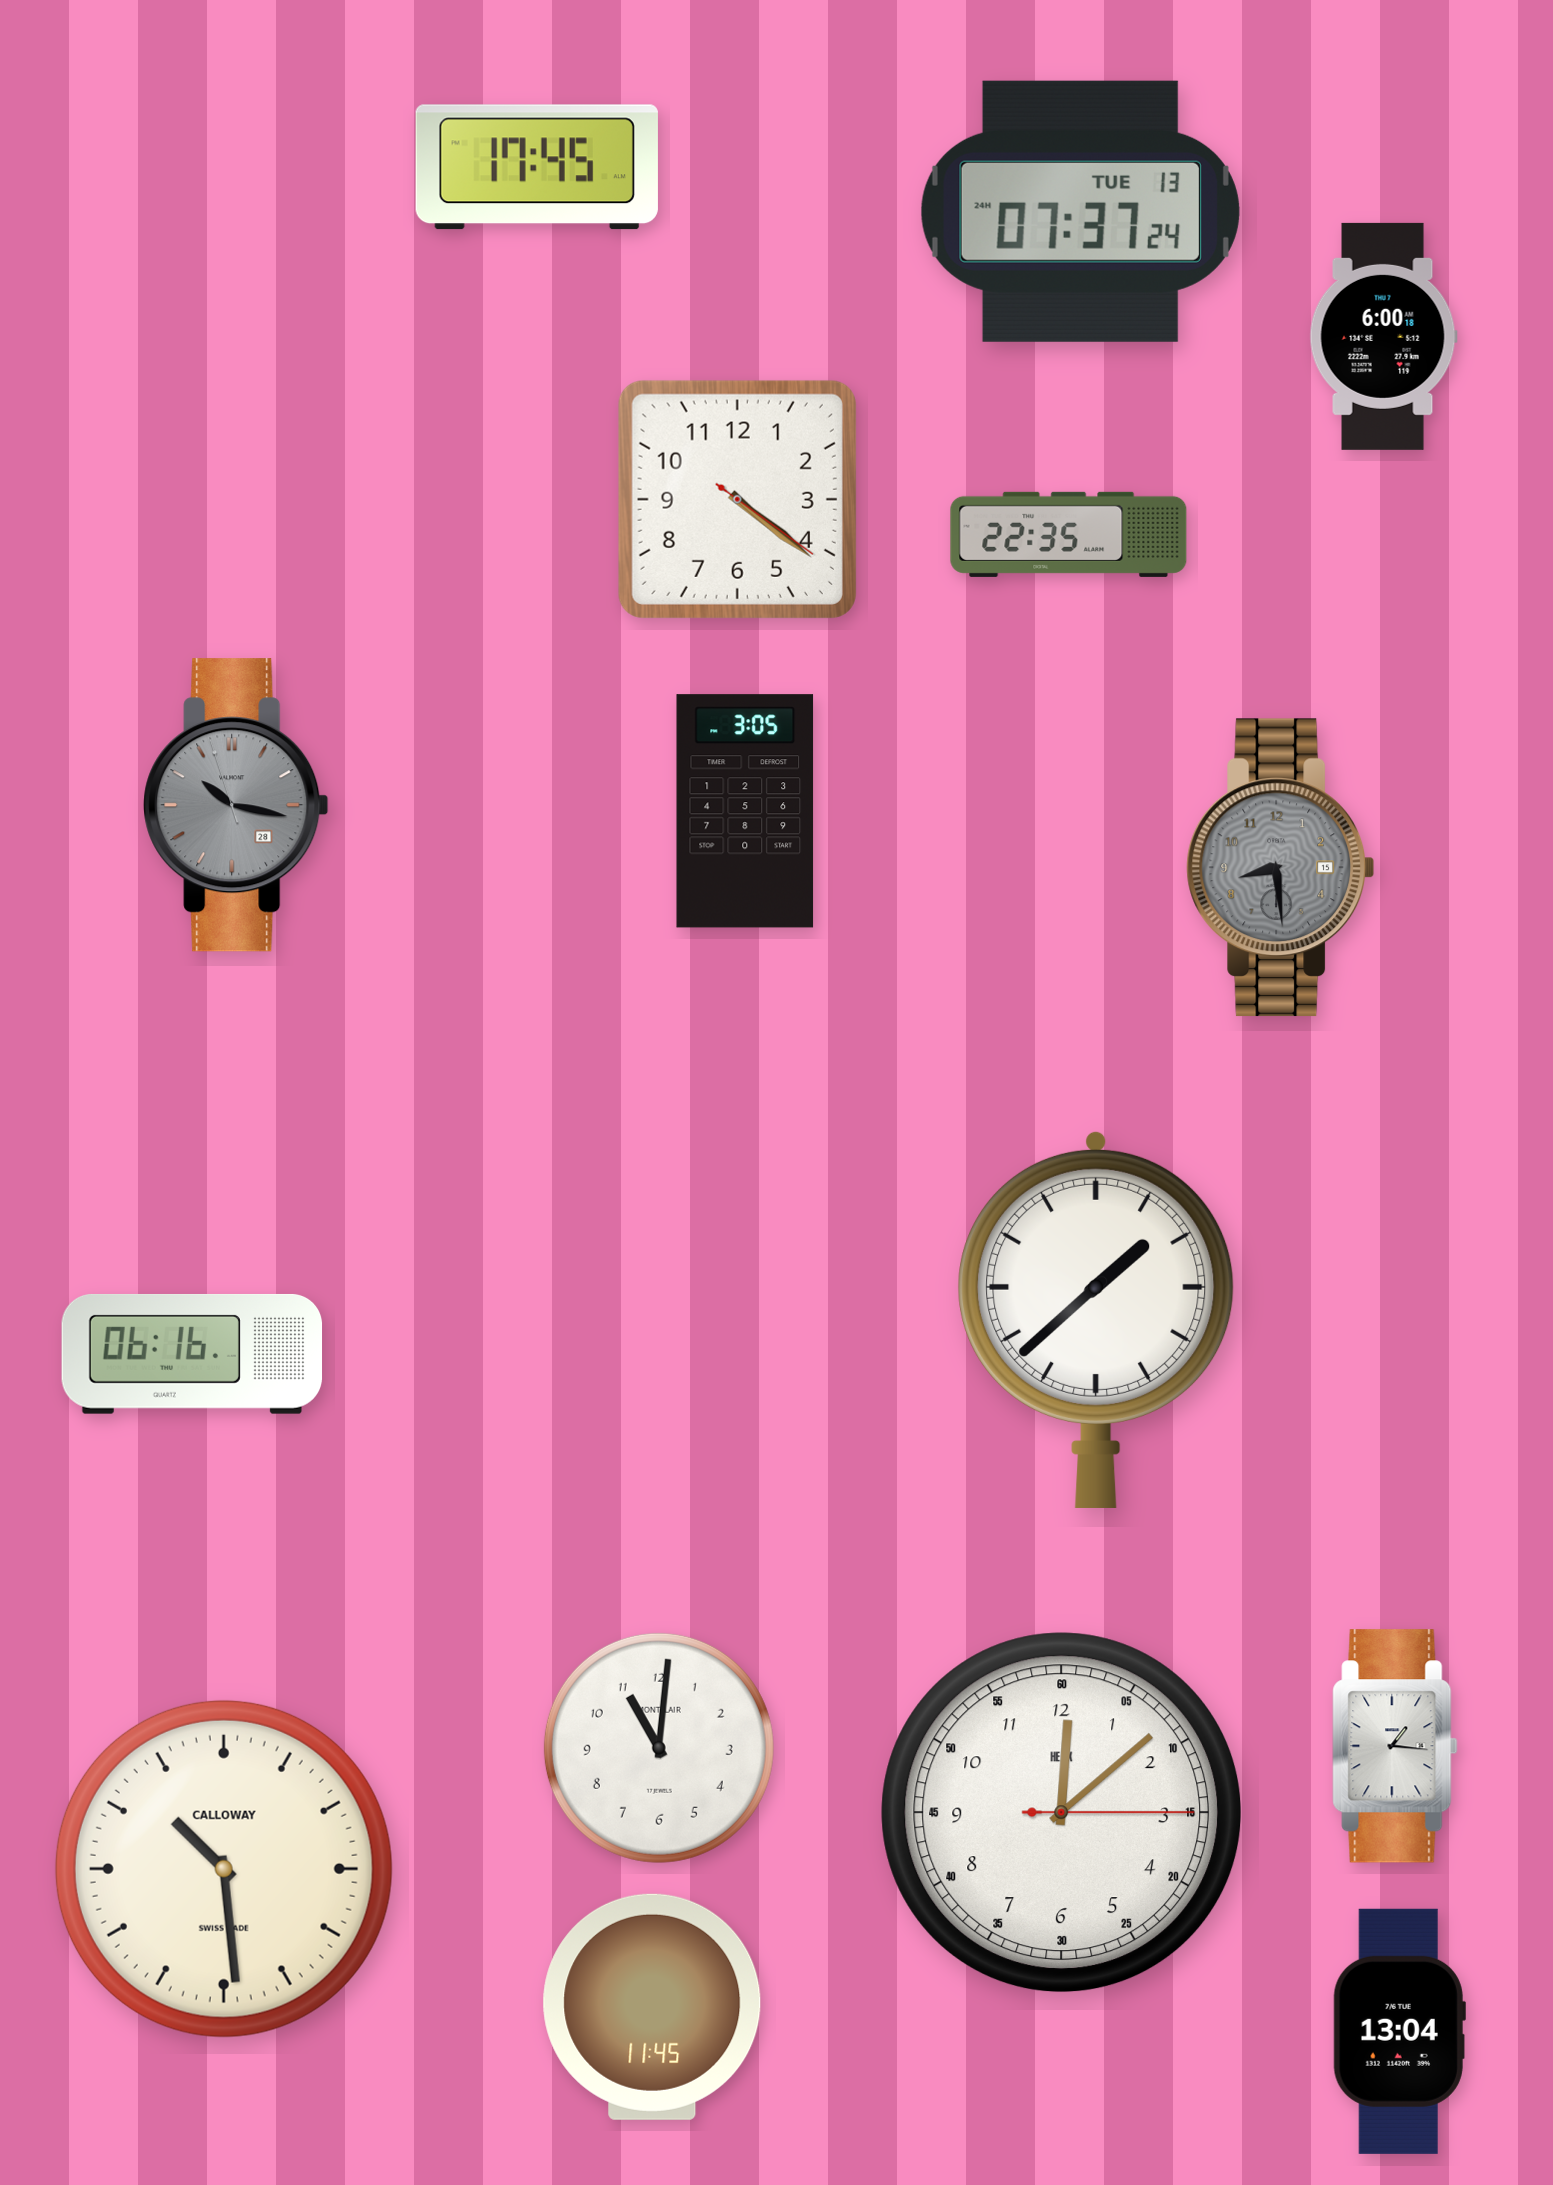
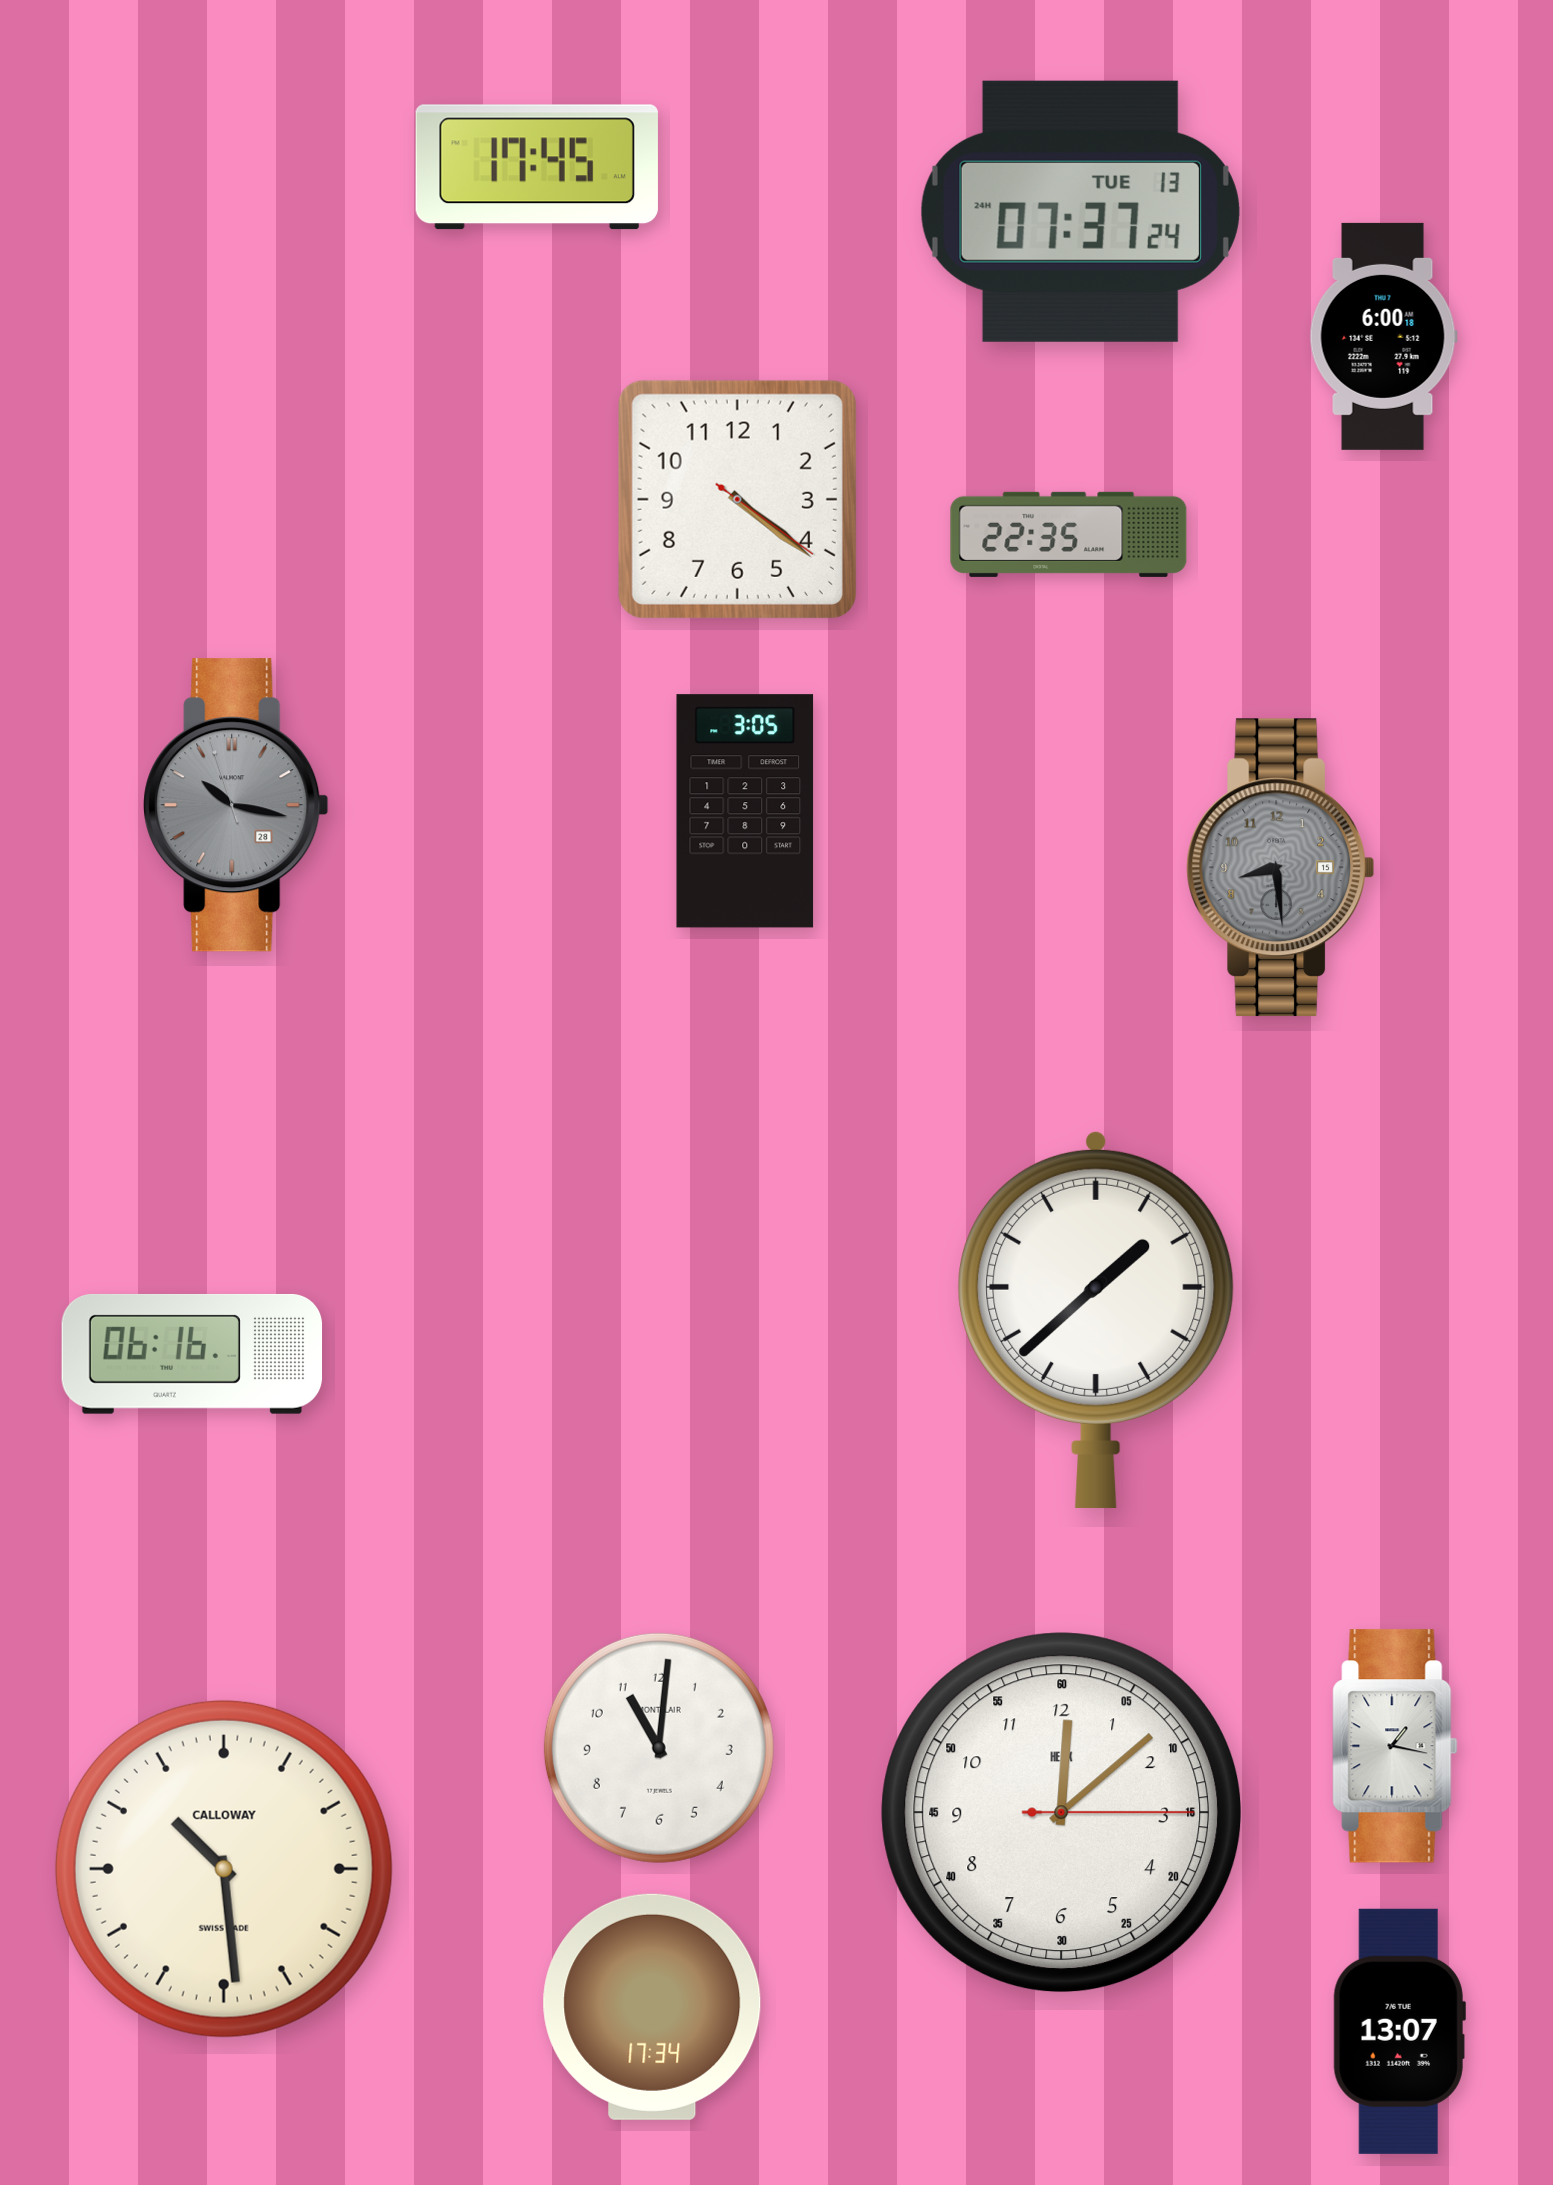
clock at (1395, 1746): 1:16 -> 1:17
clock at (652, 2007): 11:45 -> 17:34
clock at (1399, 2031): 13:04 -> 13:07
